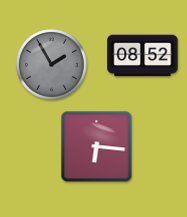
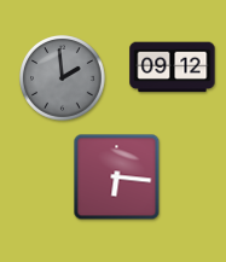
clock at (143, 56): 08:52 -> 09:12
clock at (52, 65): 1:55 -> 1:59
